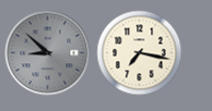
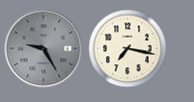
clock at (47, 52): 8:52 -> 9:25
